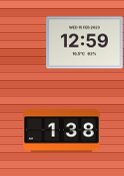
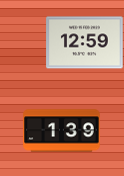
clock at (62, 131): 1:38 -> 1:39
